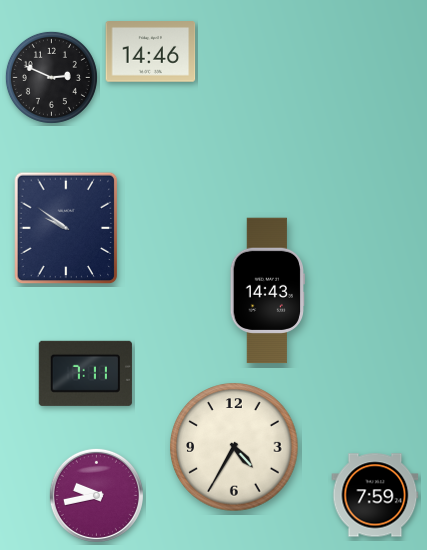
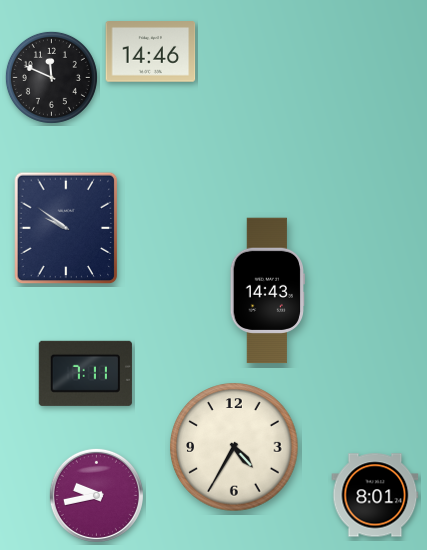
clock at (51, 77): 2:49 -> 11:49
clock at (375, 495): 7:59 -> 8:01
